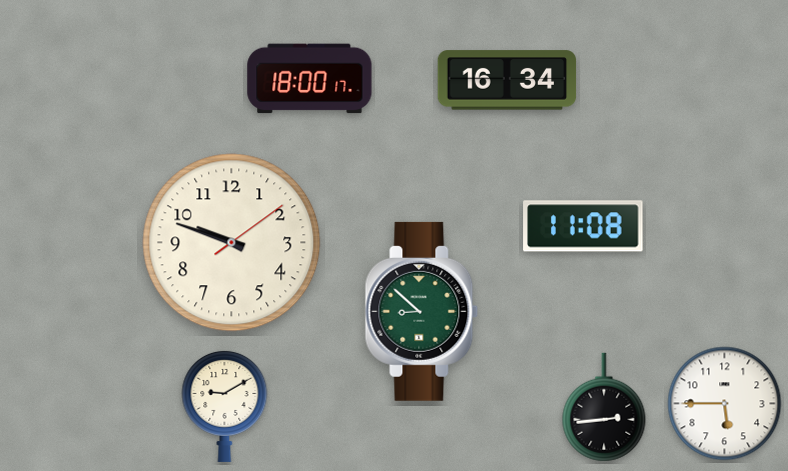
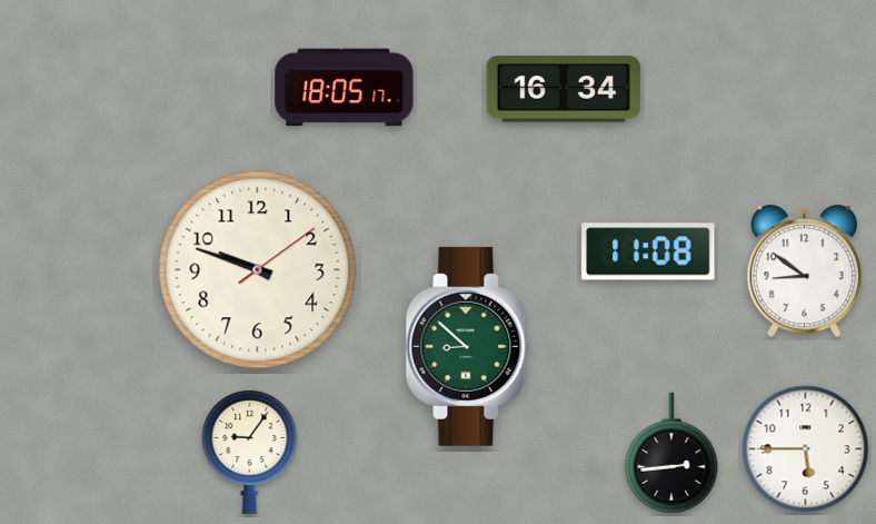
clock at (310, 79): 18:00 -> 18:05
clock at (804, 271): none -> 8:51
clock at (225, 406): 9:10 -> 9:06
